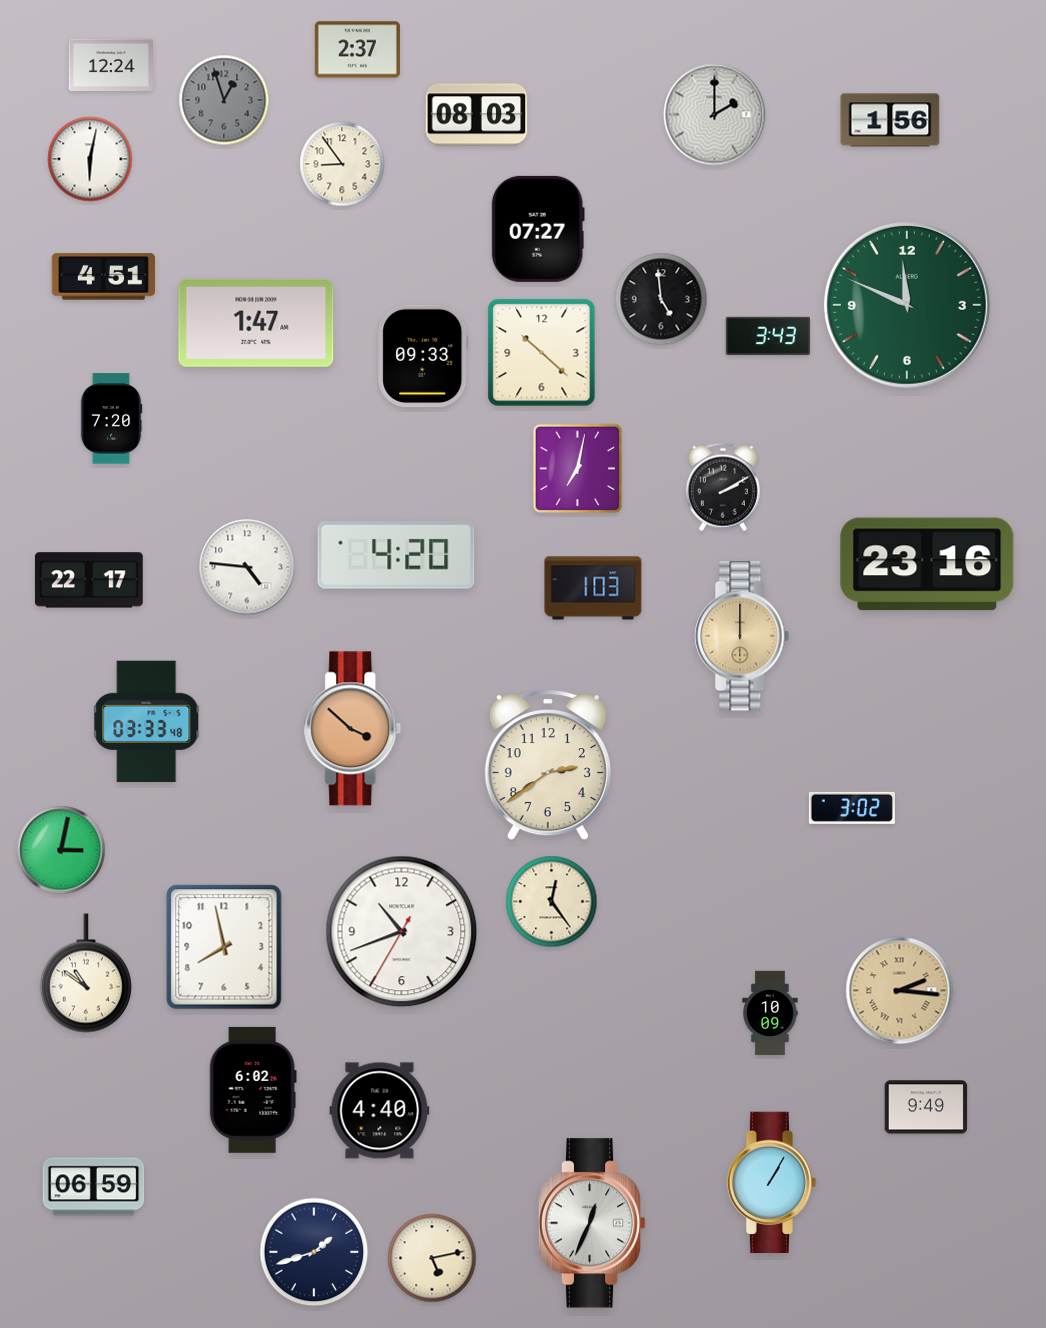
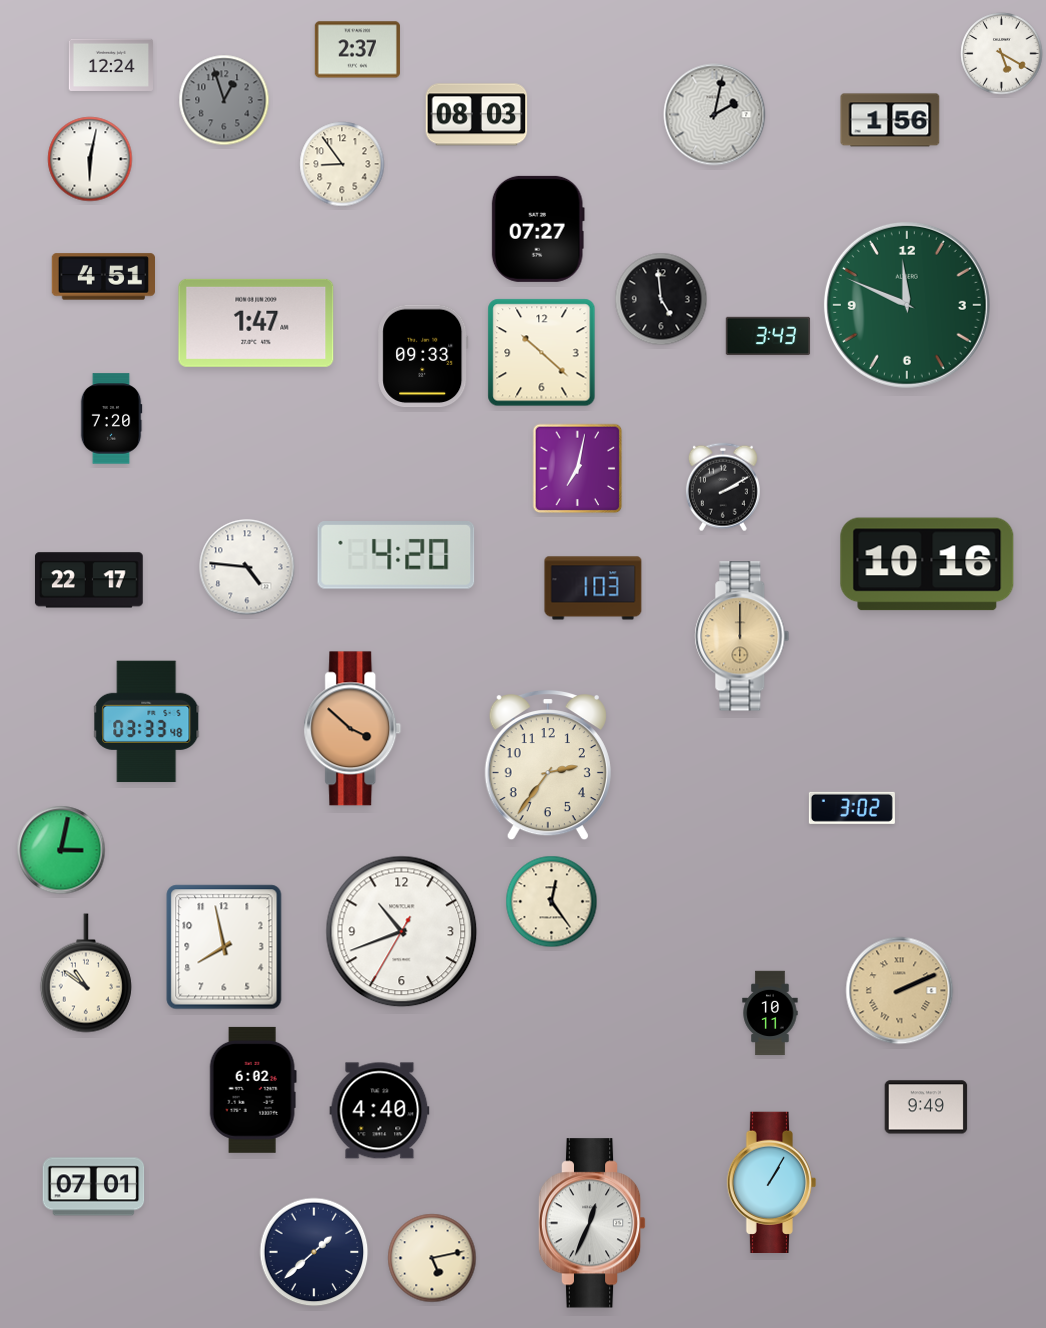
clock at (1002, 54): none -> 5:20
clock at (715, 115): 2:00 -> 2:02
clock at (927, 564): 23:16 -> 10:16
clock at (548, 765): 2:39 -> 2:36
clock at (900, 991): 2:16 -> 2:11
clock at (770, 1013): 10:09 -> 10:11
clock at (94, 1187): 06:59 -> 07:01
clock at (314, 1252): 1:42 -> 1:38
